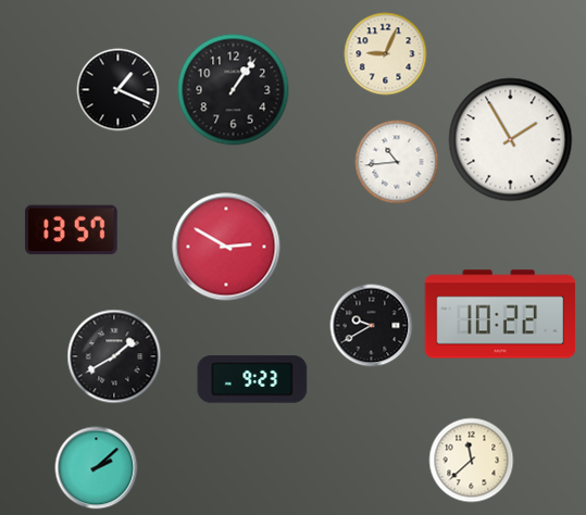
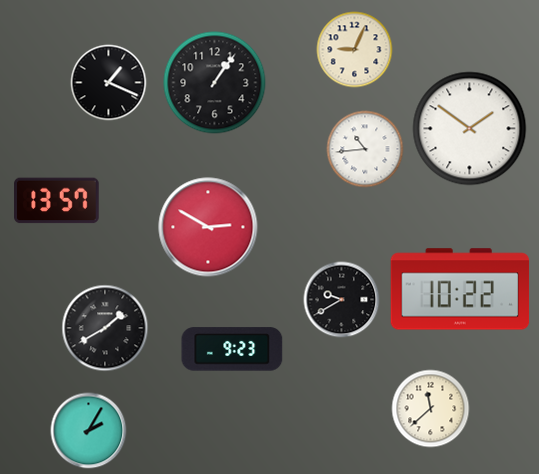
clock at (511, 140): 1:55 -> 1:51
clock at (72, 230) position: (72, 230) -> (57, 201)
clock at (472, 461) position: (472, 461) -> (431, 409)
clock at (97, 468): 2:08 -> 2:05
